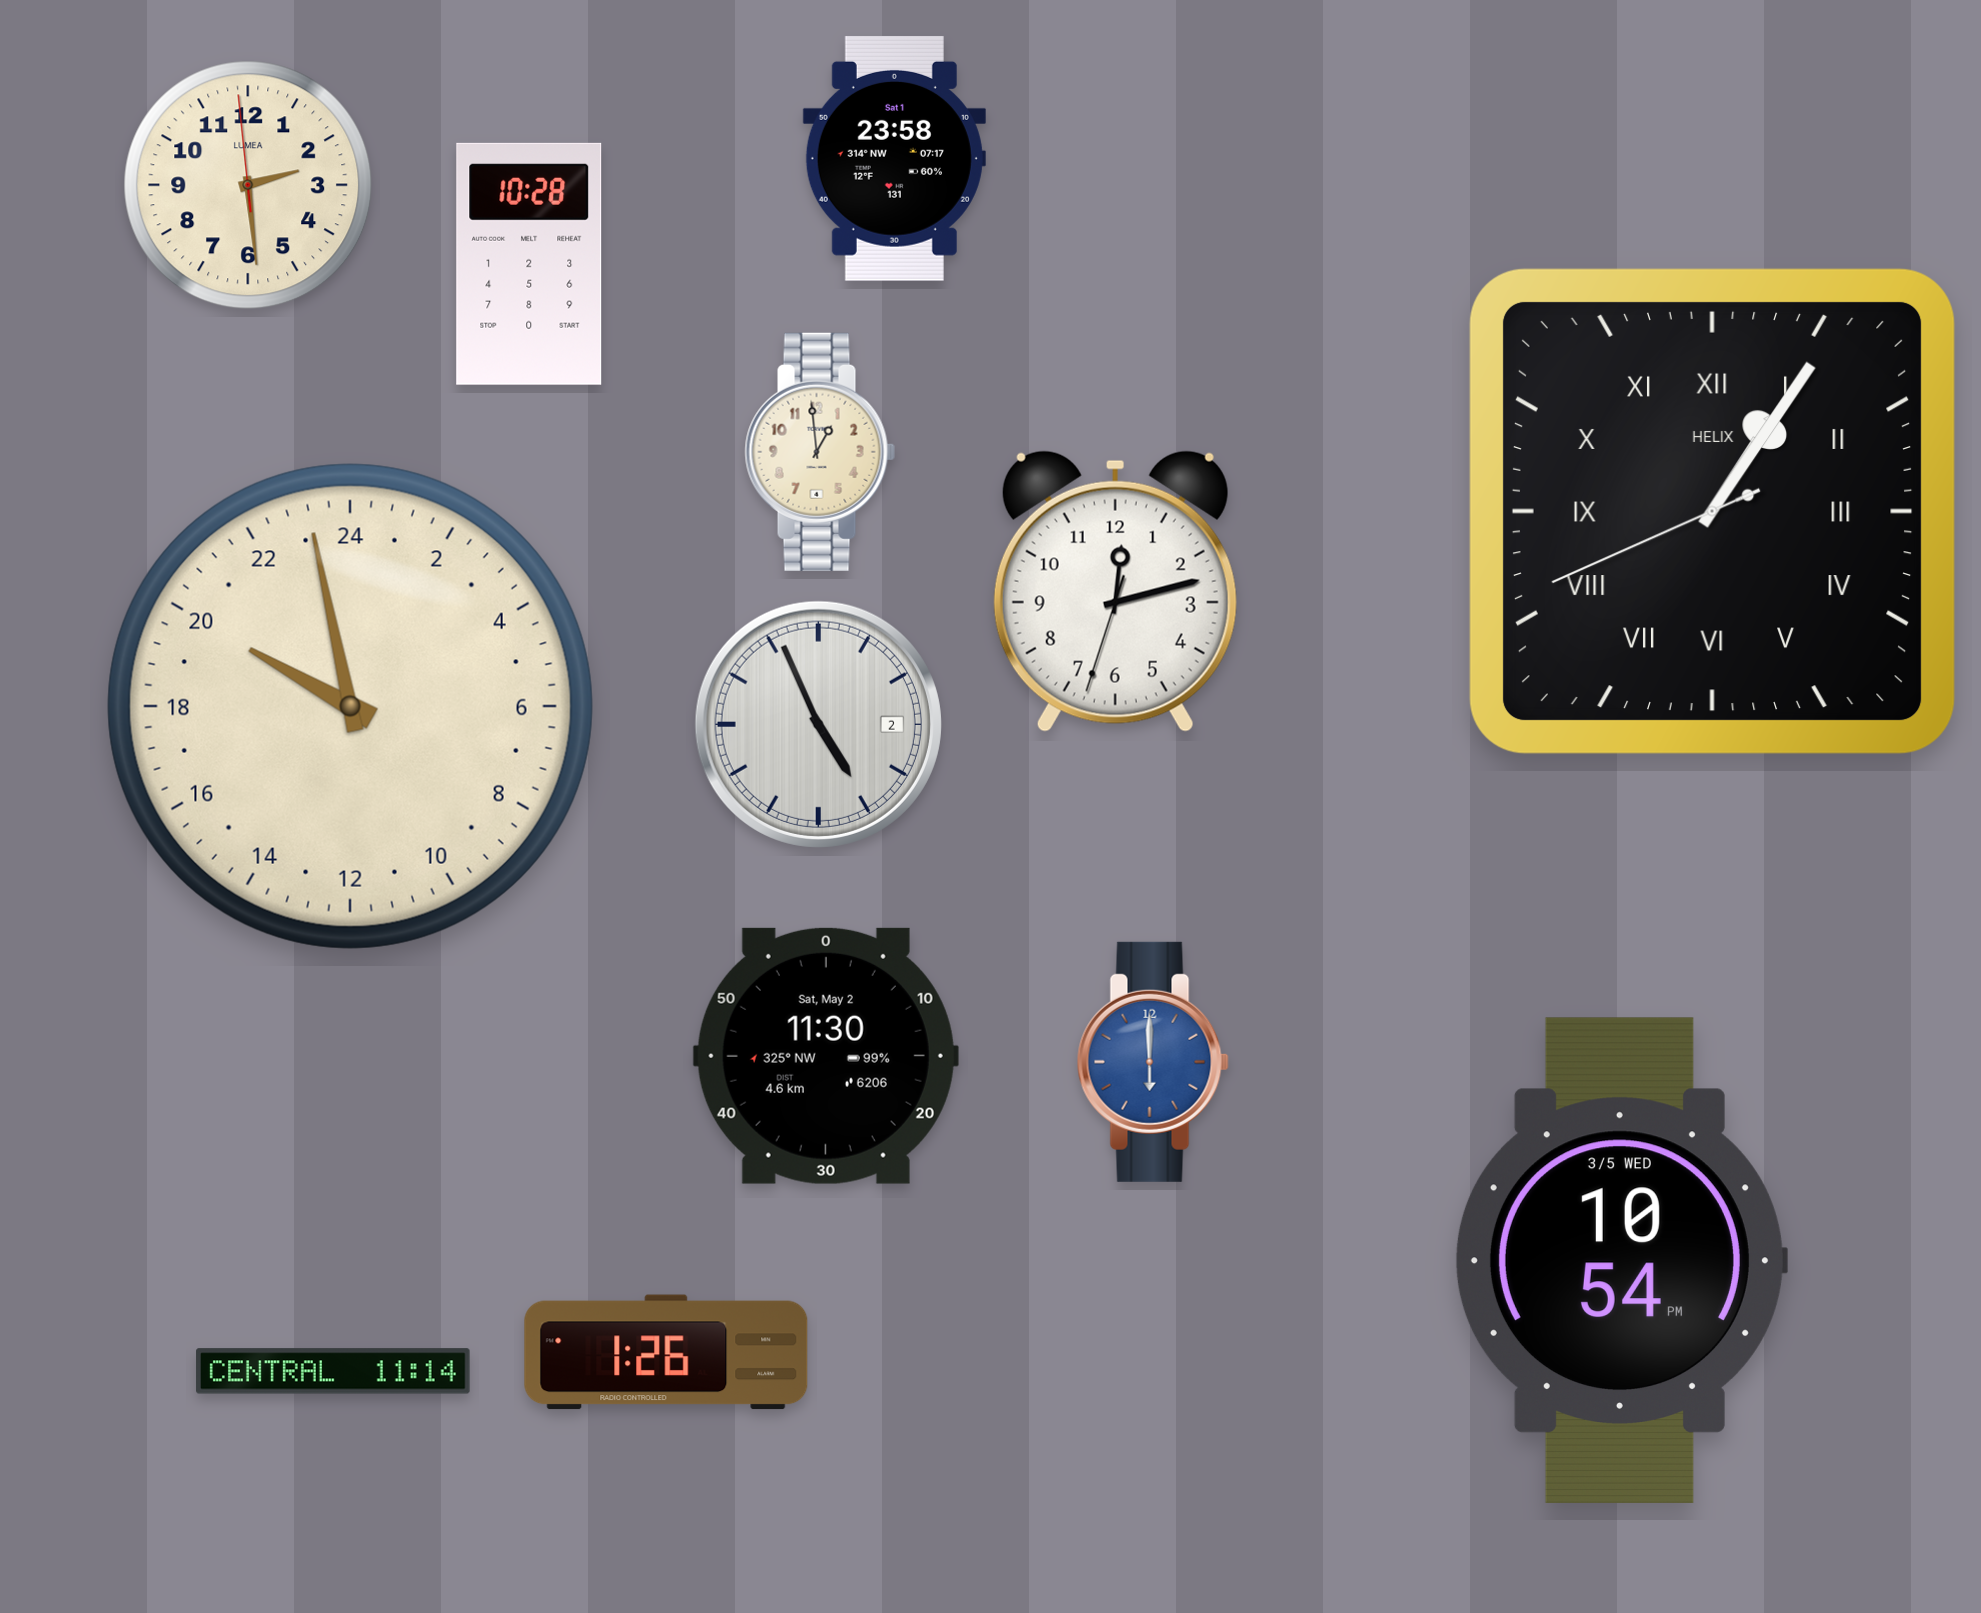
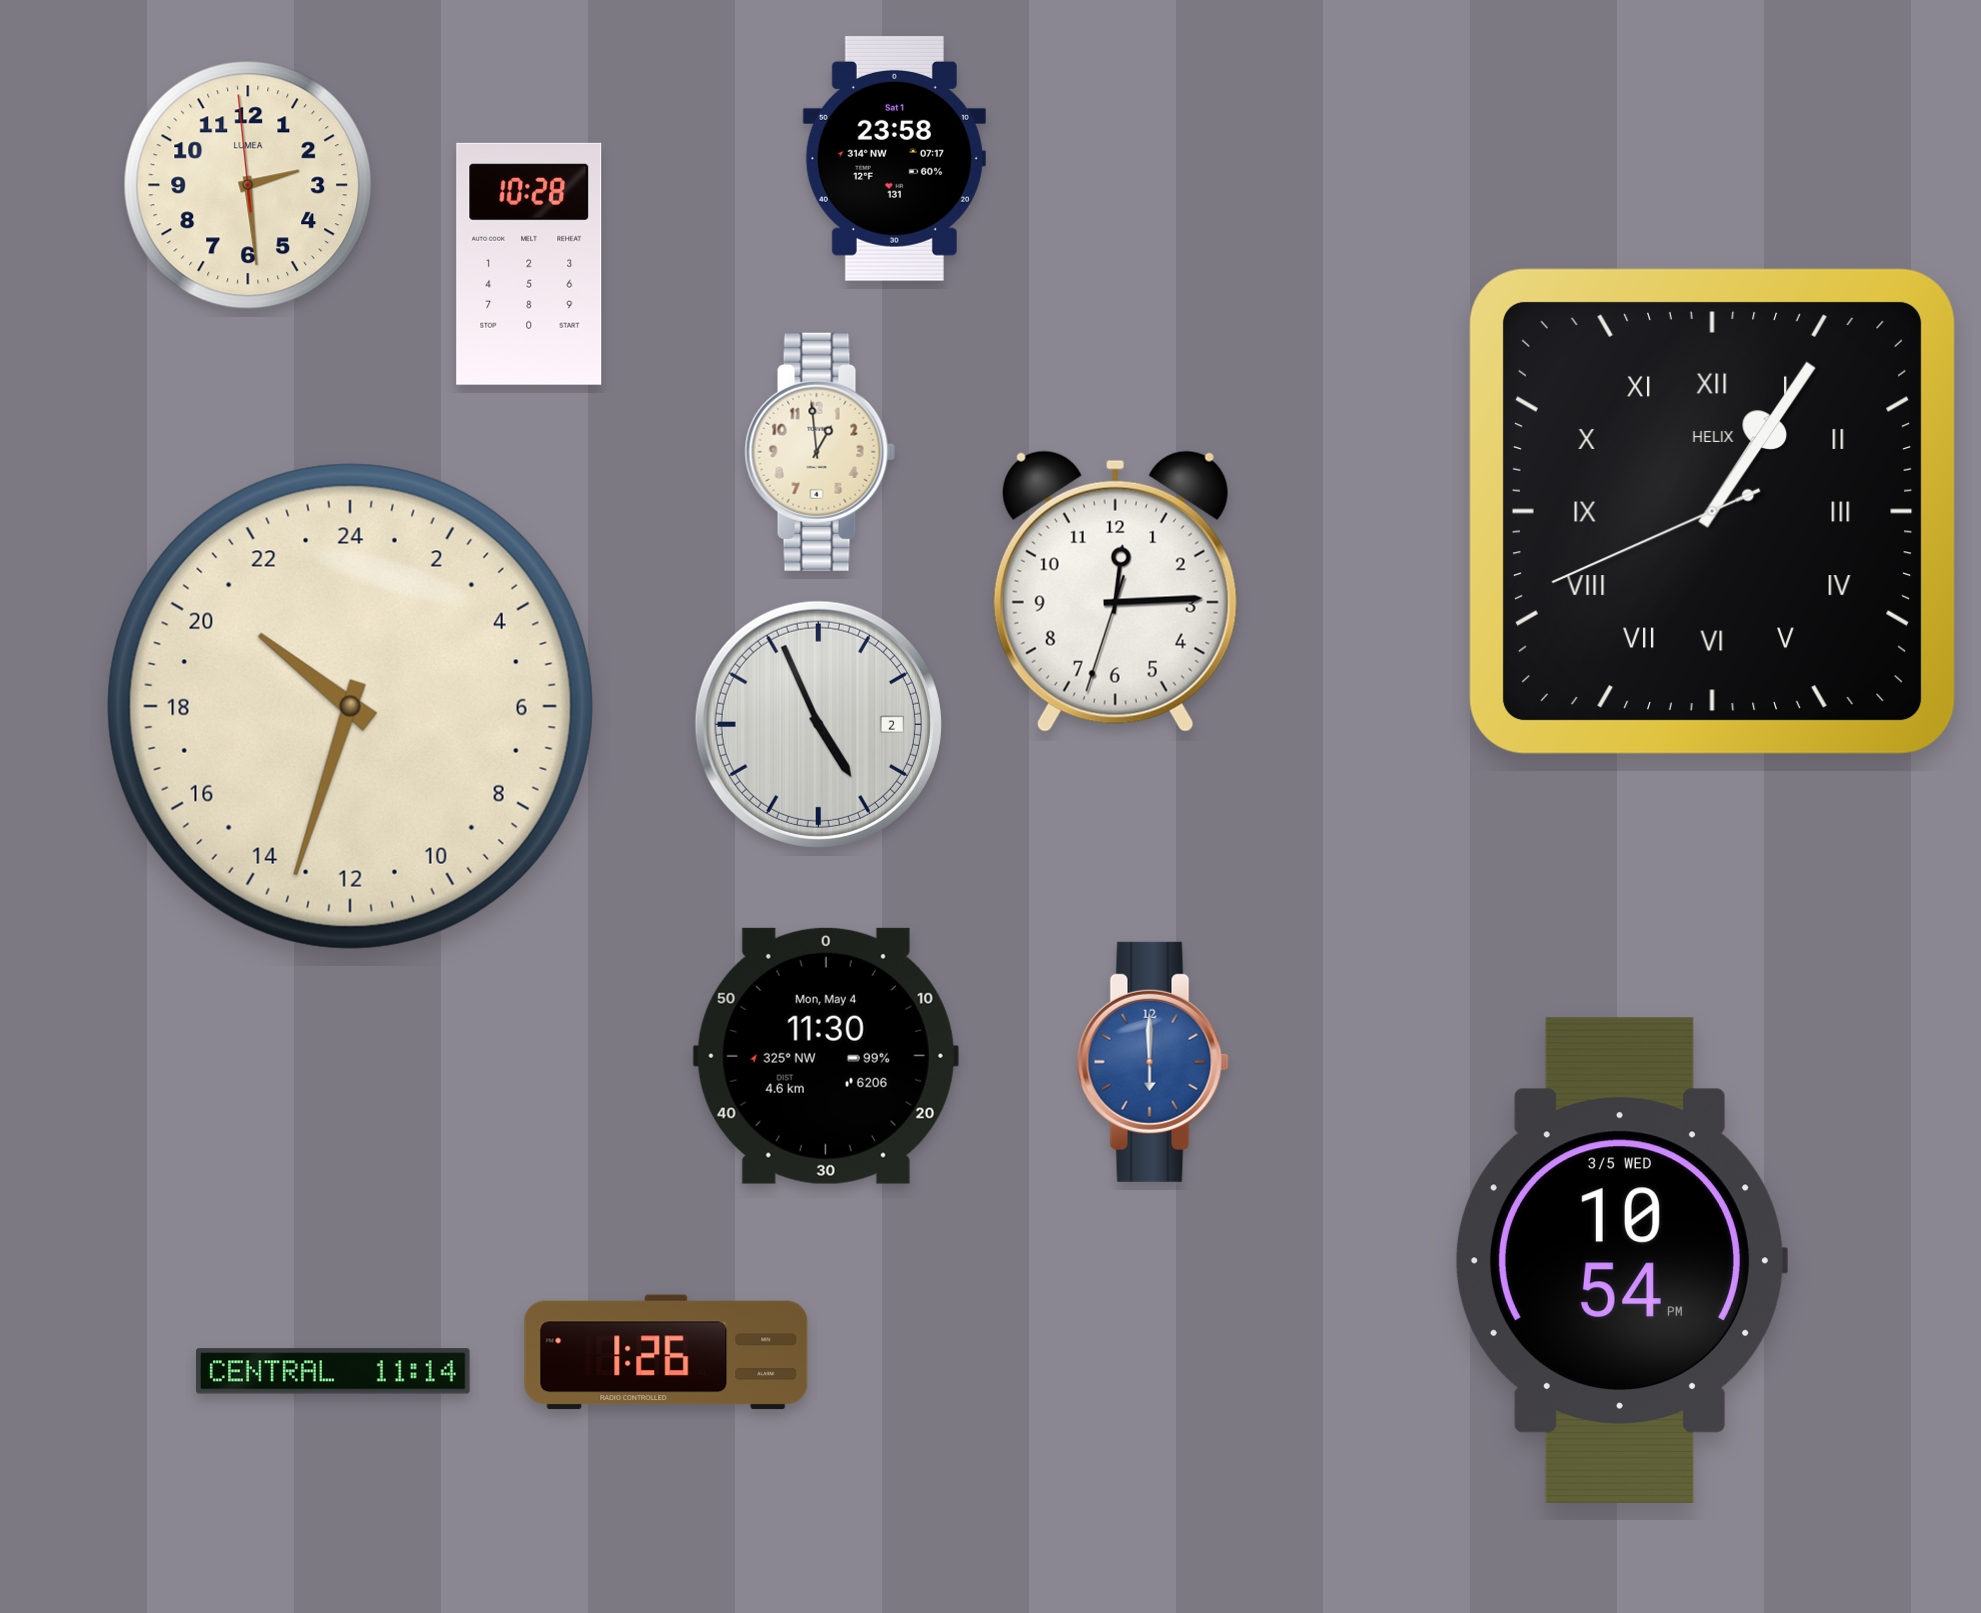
clock at (1115, 591): 12:12 -> 12:14
clock at (350, 706): 19:58 -> 20:33
clock at (826, 1056) date: Sat, May 2 -> Mon, May 4
